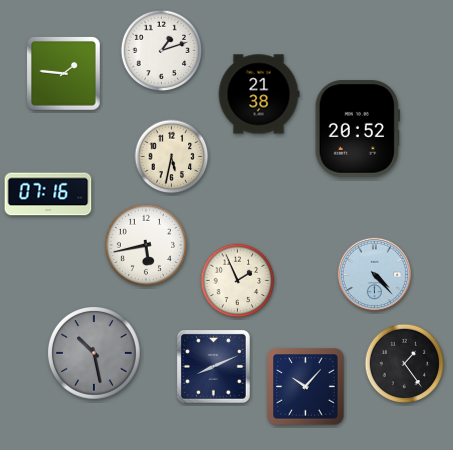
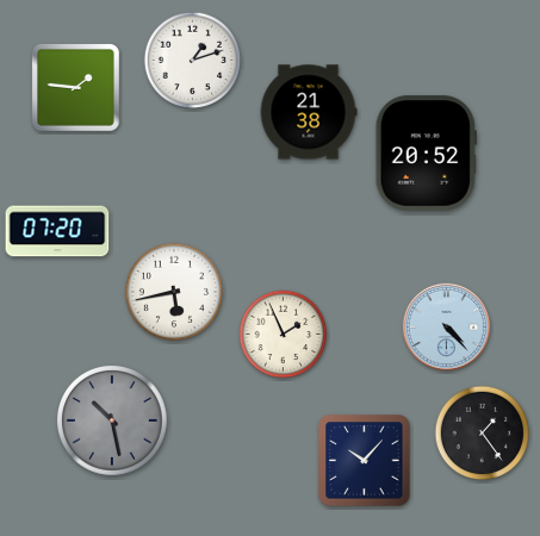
clock at (172, 157): 5:32 -> none
clock at (48, 194): 07:16 -> 07:20
clock at (214, 367): 8:11 -> none
